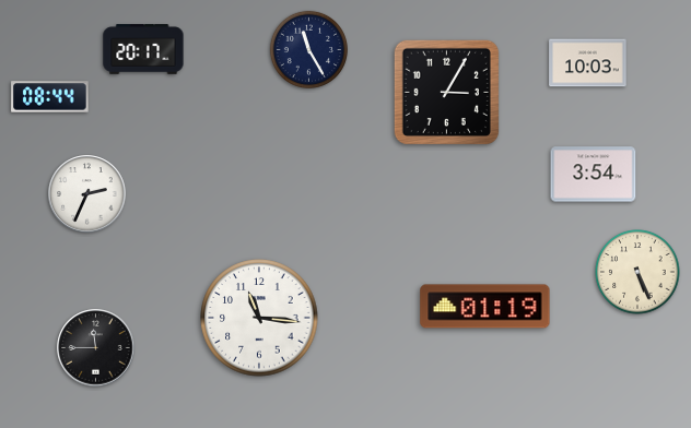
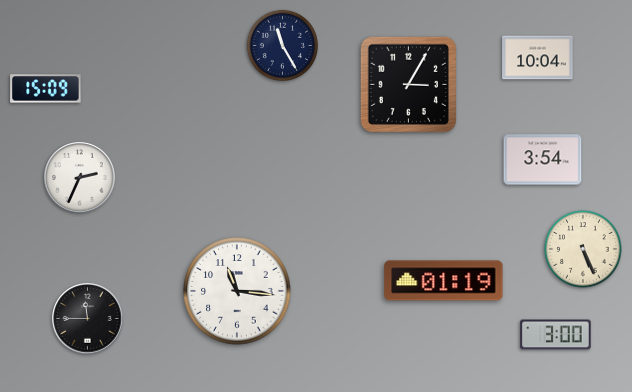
clock at (143, 49): 20:17 -> none
clock at (588, 63): 10:03 -> 10:04
clock at (50, 97): 08:44 -> 15:09
clock at (556, 335): none -> 3:00
